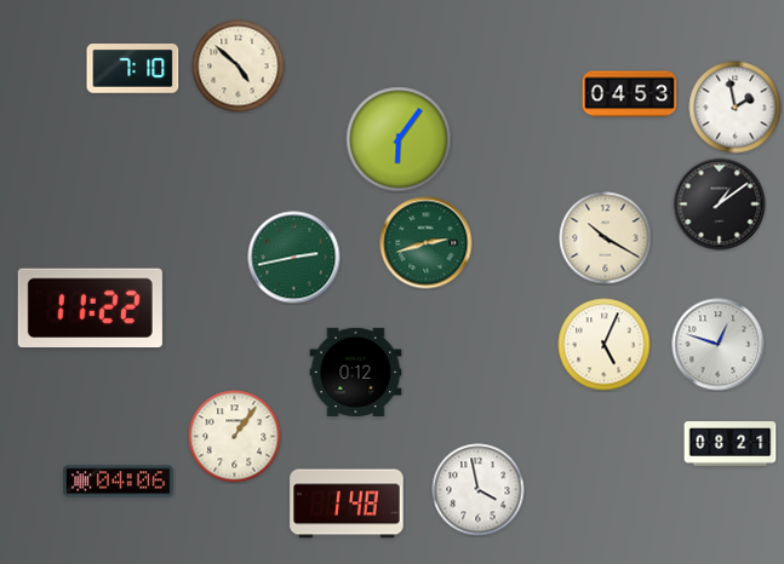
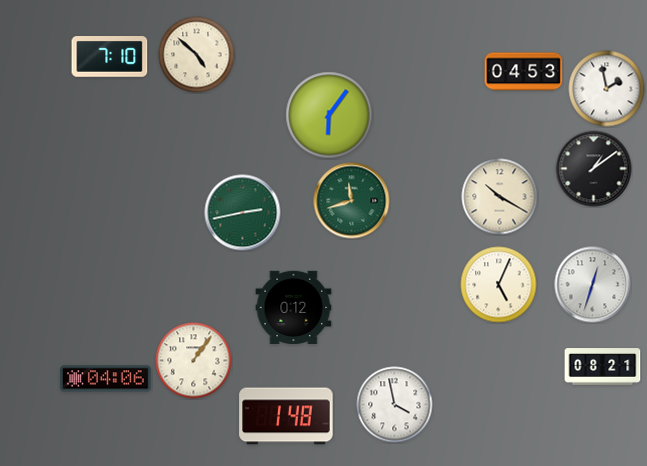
clock at (630, 94) position: (630, 94) -> (524, 72)
clock at (427, 243): 2:42 -> 11:42
clock at (90, 307): 11:22 -> none
clock at (719, 345): 12:48 -> 12:33
clock at (119, 482) position: (119, 482) -> (106, 379)
